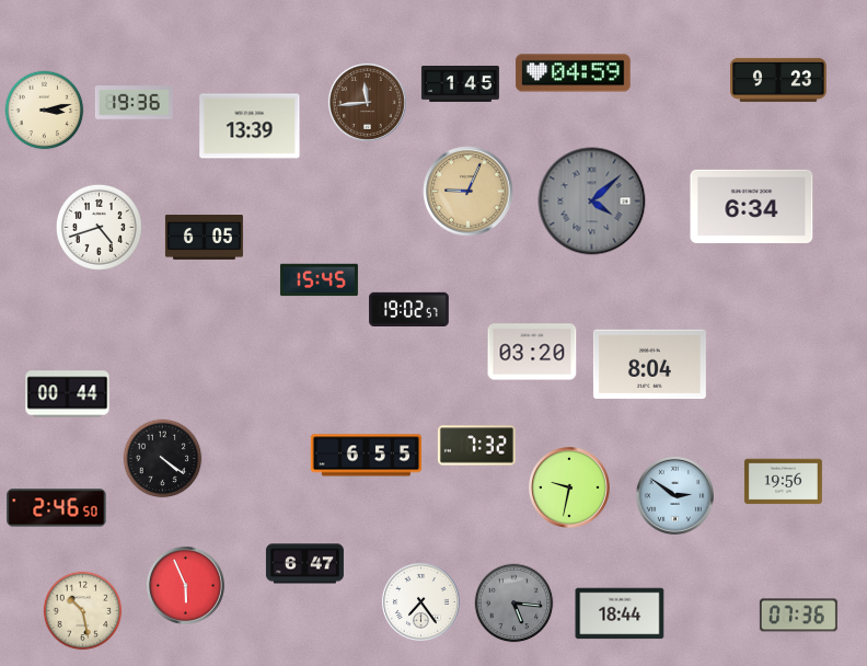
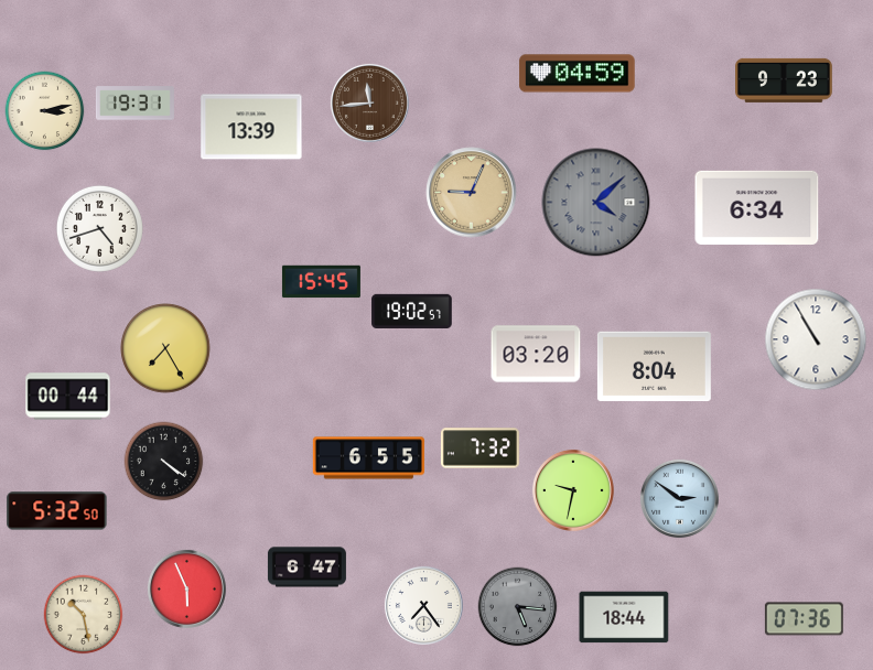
clock at (460, 84): 1:45 -> none
clock at (134, 103): 19:36 -> 19:31
clock at (204, 238): 6:05 -> none
clock at (816, 339): none -> 10:55
clock at (165, 348): none -> 7:25
clock at (783, 482): 19:56 -> none
clock at (57, 508): 2:46 -> 5:32
